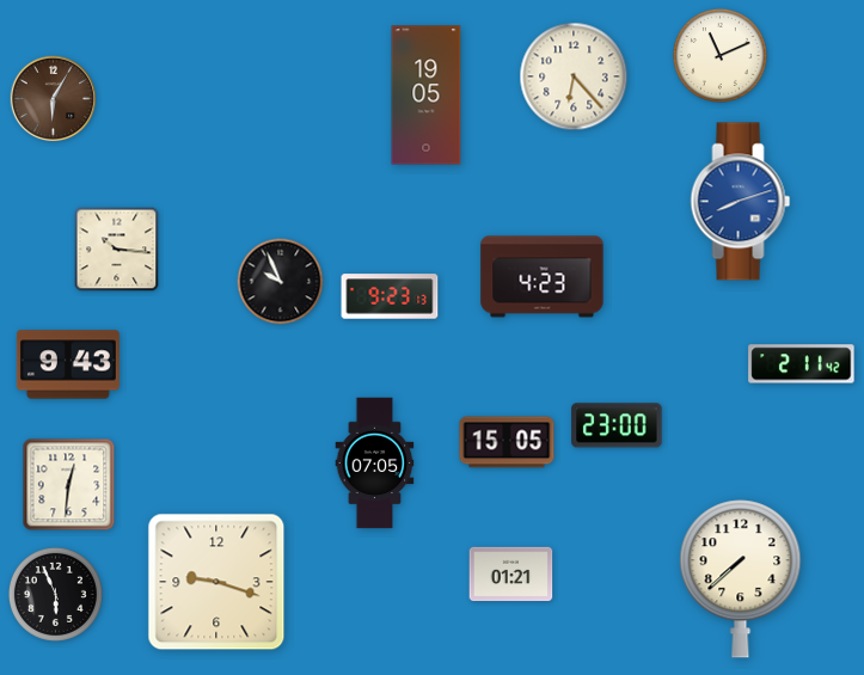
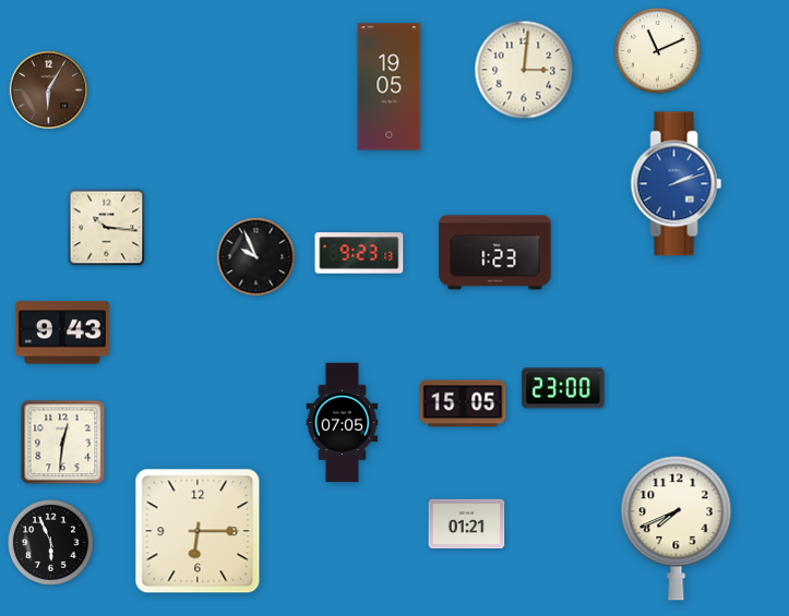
clock at (574, 76): 6:23 -> 3:01
clock at (741, 202): 8:12 -> 2:12
clock at (543, 277): 4:23 -> 1:23
clock at (390, 296) position: (390, 296) -> (359, 253)
clock at (802, 364): 2:11 -> none
clock at (741, 579): 7:38 -> 7:41
clock at (216, 582): 9:18 -> 6:15
